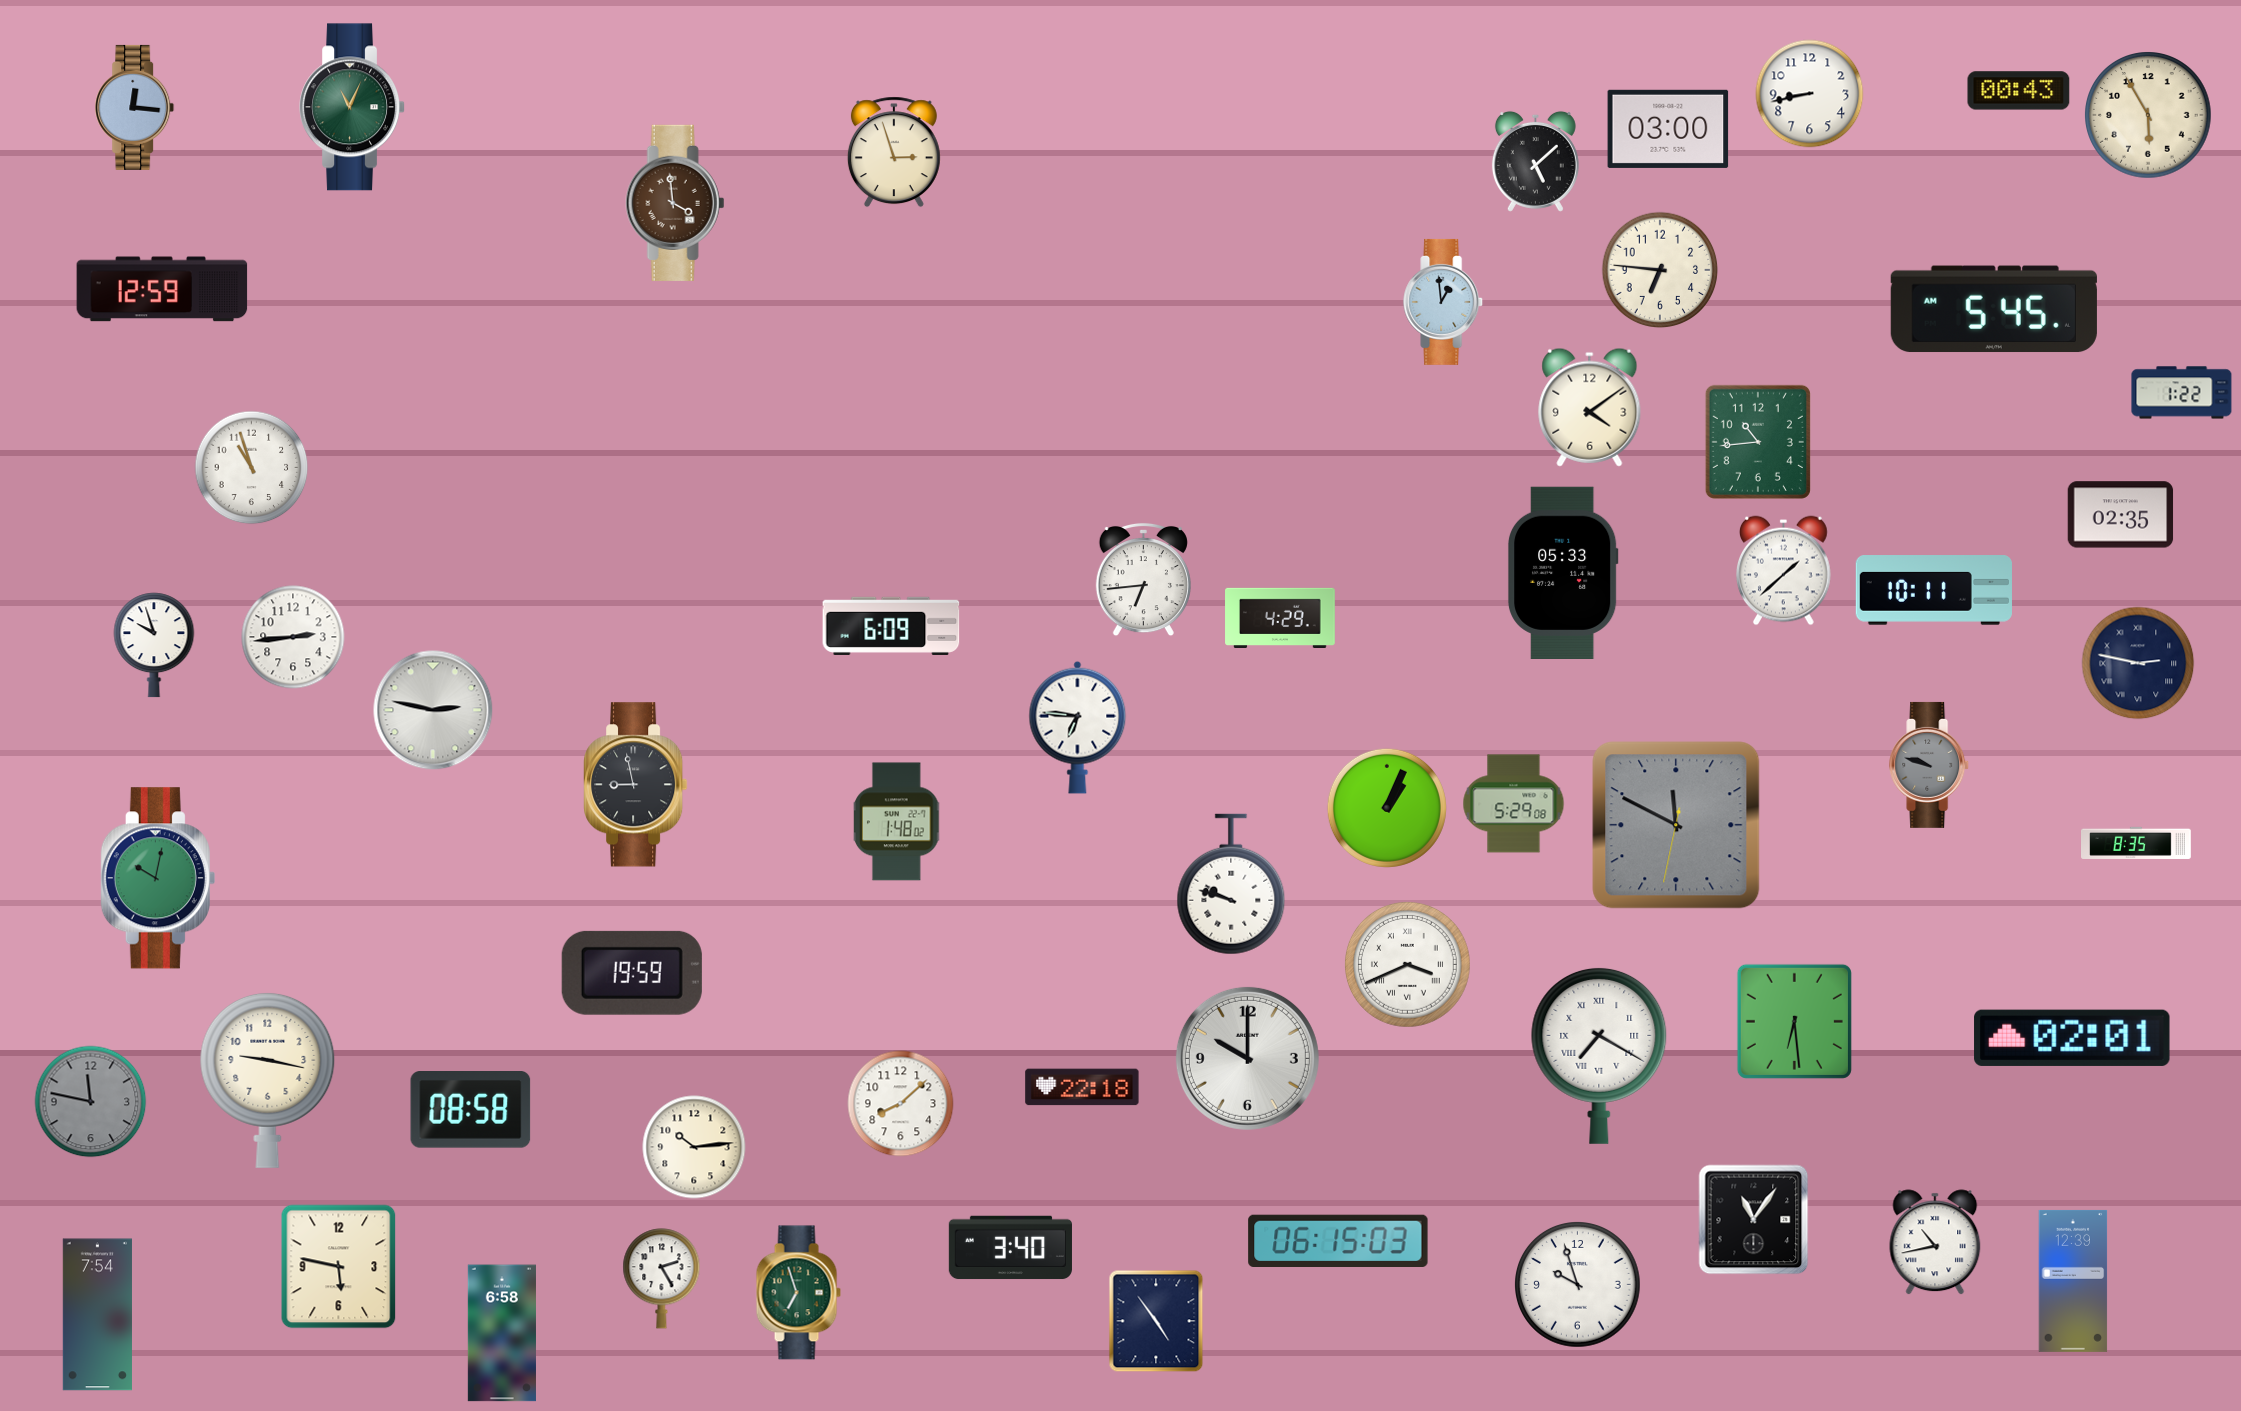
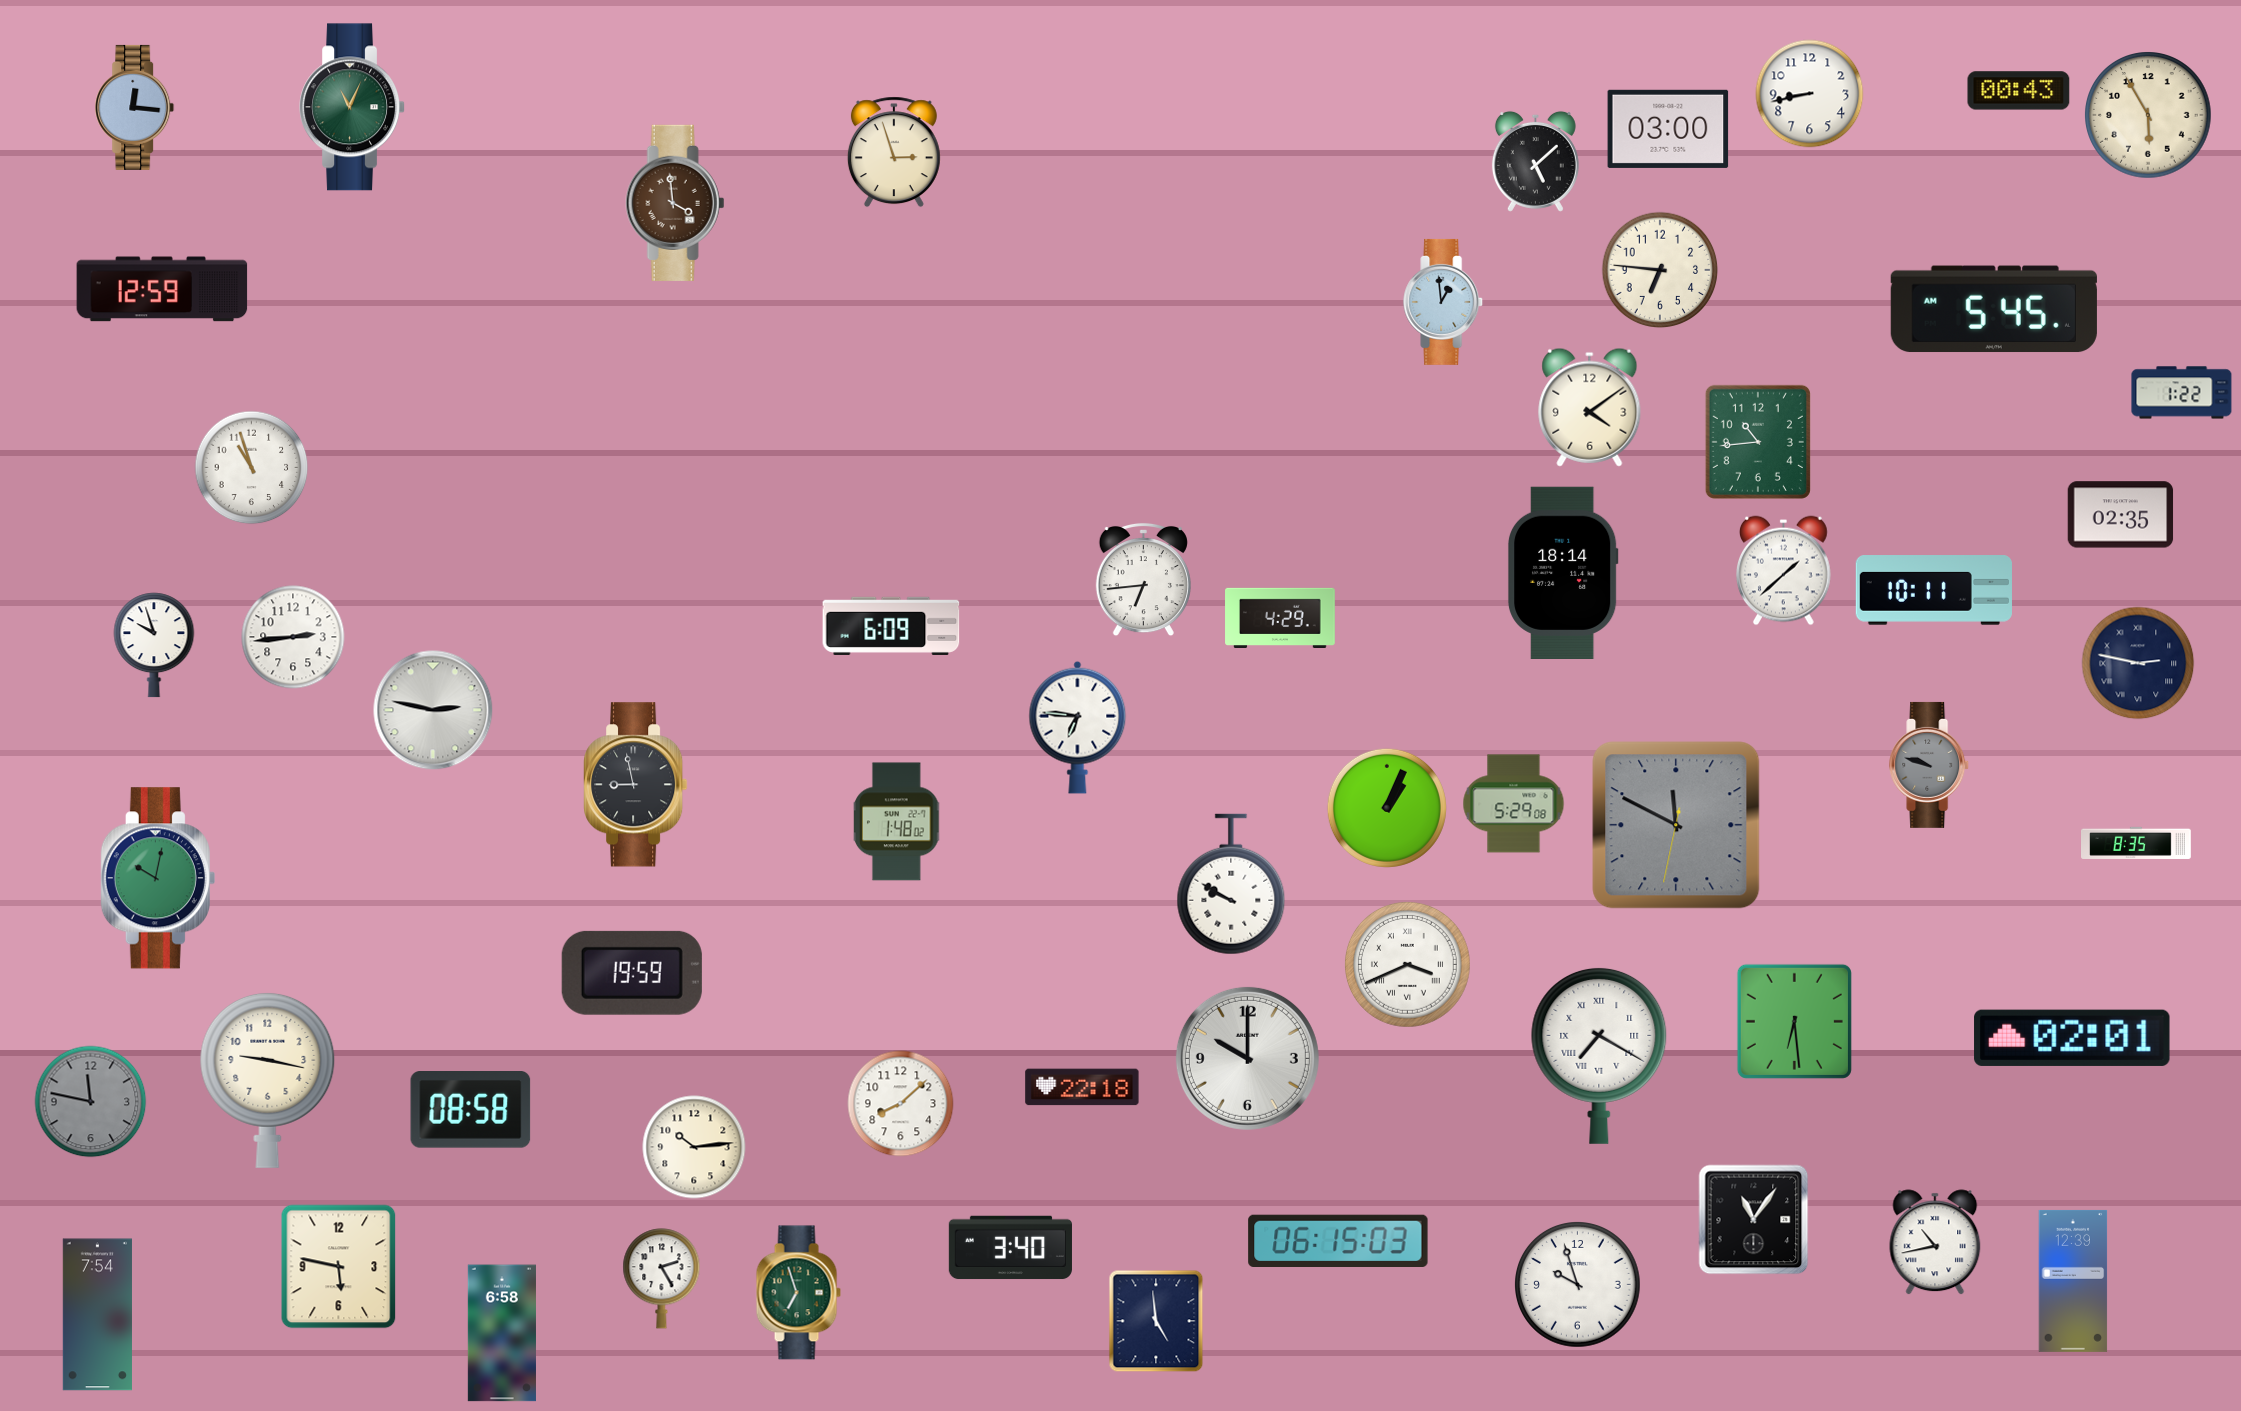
clock at (1563, 572): 05:33 -> 18:14
clock at (1231, 884): 9:48 -> 9:50
clock at (1156, 1321): 4:54 -> 4:59
